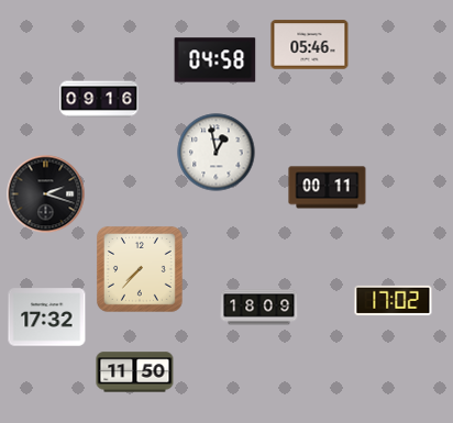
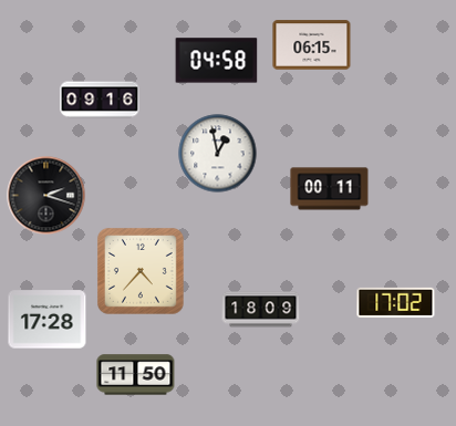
clock at (310, 45): 05:46 -> 06:15
clock at (140, 269): 7:37 -> 4:37
clock at (47, 318): 17:32 -> 17:28
